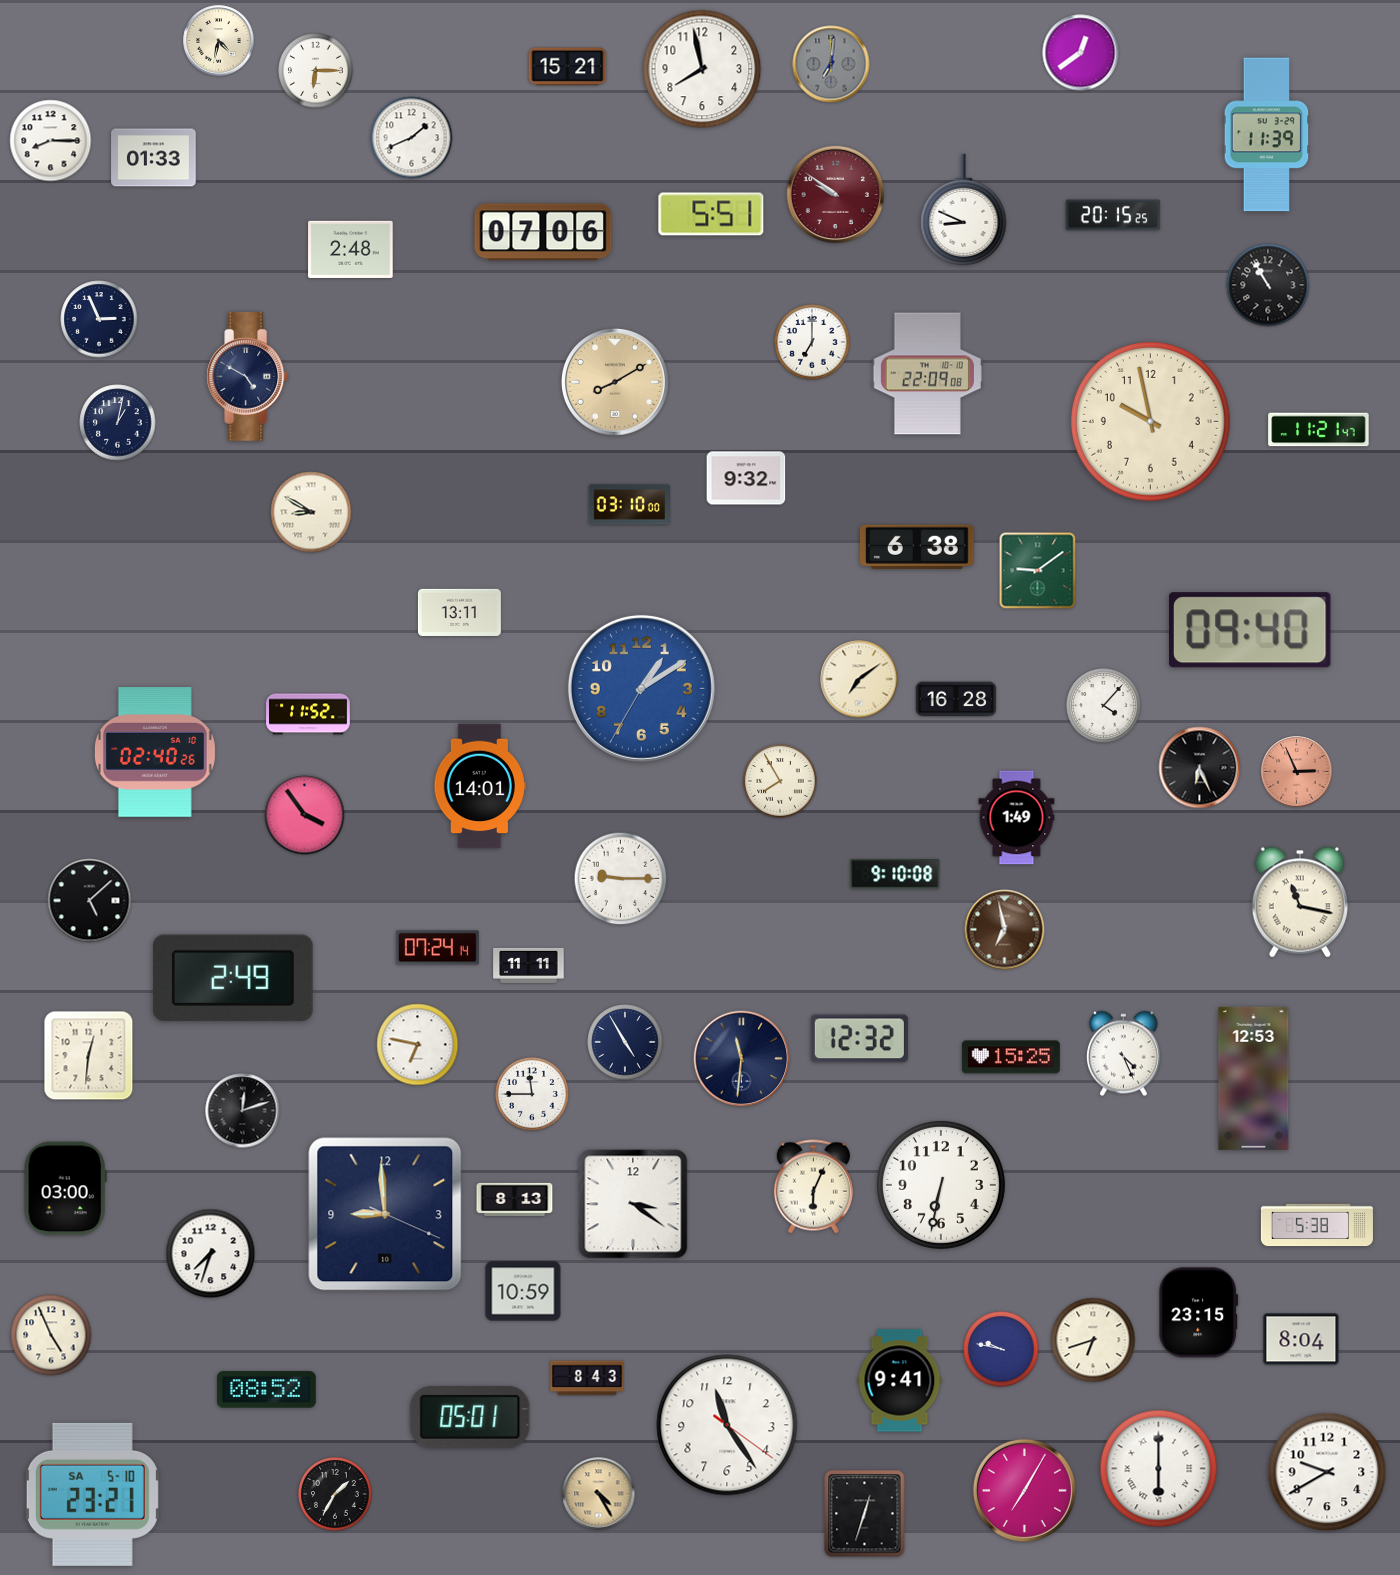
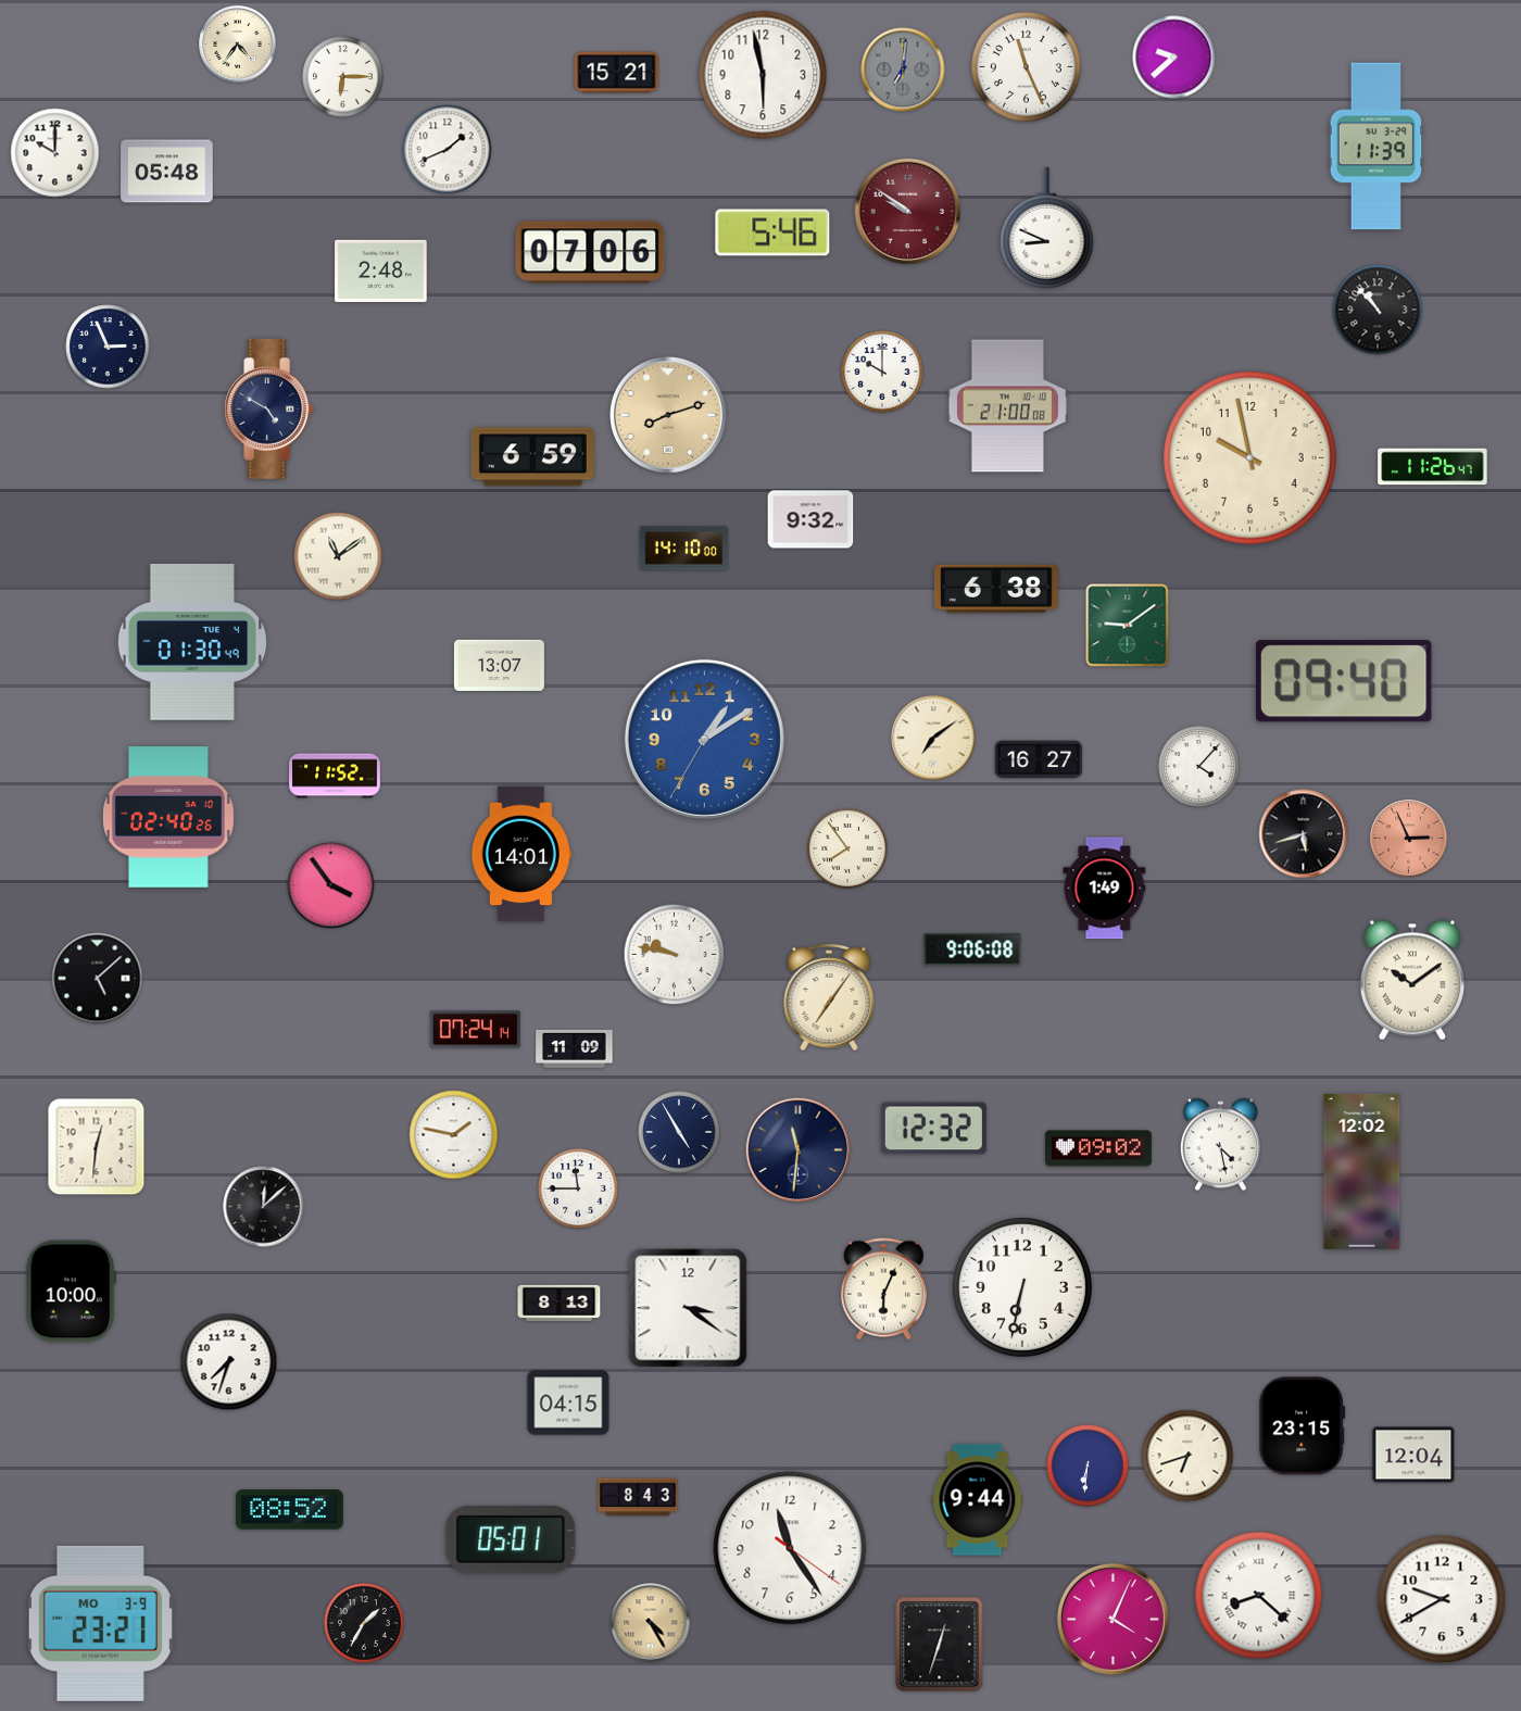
clock at (219, 41): 4:32 -> 4:36
clock at (1081, 53): 12:39 -> 9:38
clock at (1026, 66): none -> 11:26
clock at (702, 69): 7:58 -> 5:58
clock at (51, 141): 8:15 -> 10:00
clock at (154, 158): 01:33 -> 05:48
clock at (711, 214): 5:51 -> 5:46
clock at (1113, 215): 20:15 -> none
clock at (1268, 285): 10:55 -> 10:53
clock at (812, 342): 7:00 -> 10:00
clock at (927, 374): 22:09 -> 21:00
clock at (616, 383): 8:10 -> 8:12
clock at (532, 457): none -> 6:59
clock at (118, 423): 1:02 -> none
clock at (1319, 430): 11:21 -> 11:26
clock at (629, 505): 03:10 -> 14:10
clock at (311, 512): 8:50 -> 11:09
clock at (917, 547) position: (917, 547) -> (996, 589)
clock at (1038, 571) position: (1038, 571) -> (1128, 626)
clock at (191, 642): none -> 01:30
clock at (459, 612): 13:11 -> 13:07
clock at (1251, 630) position: (1251, 630) -> (1345, 681)
clock at (641, 688) position: (641, 688) -> (704, 739)
clock at (956, 699): 16:28 -> 16:27
clock at (1200, 768): 6:26 -> 5:42
clock at (780, 781): 7:55 -> 7:54
clock at (895, 874): 9:10 -> 9:06
clock at (621, 879): 9:15 -> 9:47
clock at (1299, 902): 11:17 -> 10:09
clock at (829, 997): none -> 7:06
clock at (1005, 930): 6:58 -> none
clock at (529, 965): 11:11 -> 11:09
clock at (233, 978): 2:49 -> none
clock at (418, 1045): 6:47 -> 1:47
clock at (1123, 1054): 4:26 -> 4:28
clock at (1011, 1057): 15:25 -> 09:02
clock at (742, 1059) position: (742, 1059) -> (799, 1150)
clock at (1254, 1078): 12:53 -> 12:02
clock at (243, 1111): 12:12 -> 12:08
clock at (65, 1189): 03:00 -> 10:00
clock at (385, 1214): 8:59 -> none
clock at (1317, 1225): 5:38 -> none
clock at (523, 1291): 10:59 -> 04:15
clock at (51, 1335): 4:56 -> none
clock at (1301, 1339): 8:04 -> 12:04
clock at (1001, 1349): 9:47 -> 6:31
clock at (900, 1381): 9:41 -> 9:44
clock at (1159, 1469): 6:00 -> 8:22
clock at (1024, 1490): 7:05 -> 4:04
clock at (92, 1494) date: SA 5-10 -> MO 3-9
